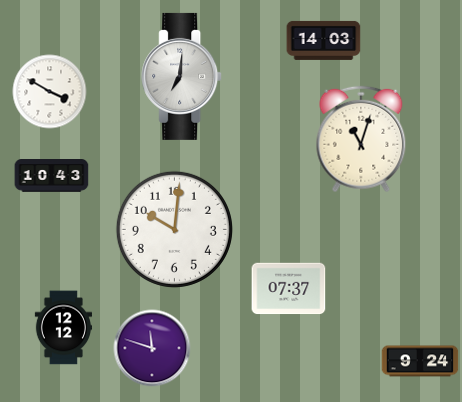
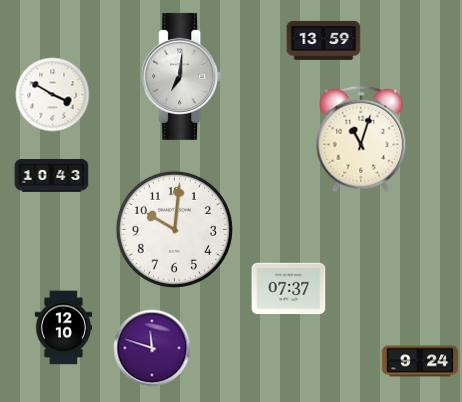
clock at (324, 40): 14:03 -> 13:59
clock at (50, 92) position: (50, 92) -> (53, 95)
clock at (63, 328): 12:12 -> 12:10
